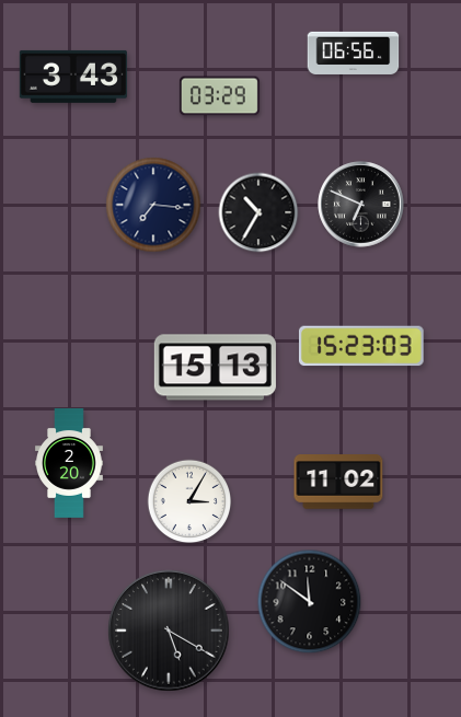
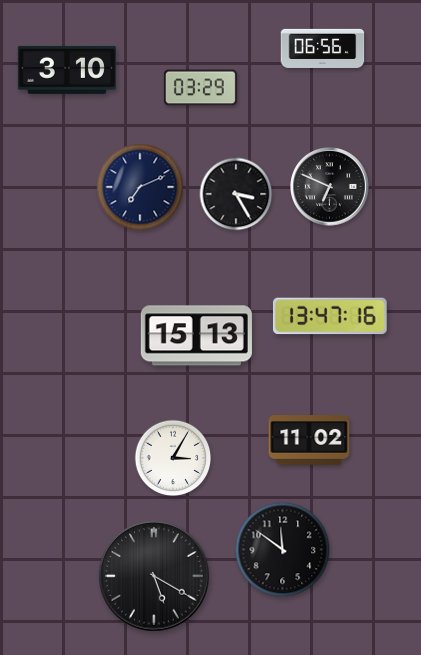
clock at (73, 77): 3:43 -> 3:10
clock at (153, 205): 7:16 -> 7:11
clock at (258, 212): 10:35 -> 3:25
clock at (361, 346): 15:23 -> 13:47
clock at (70, 464): 2:20 -> none
